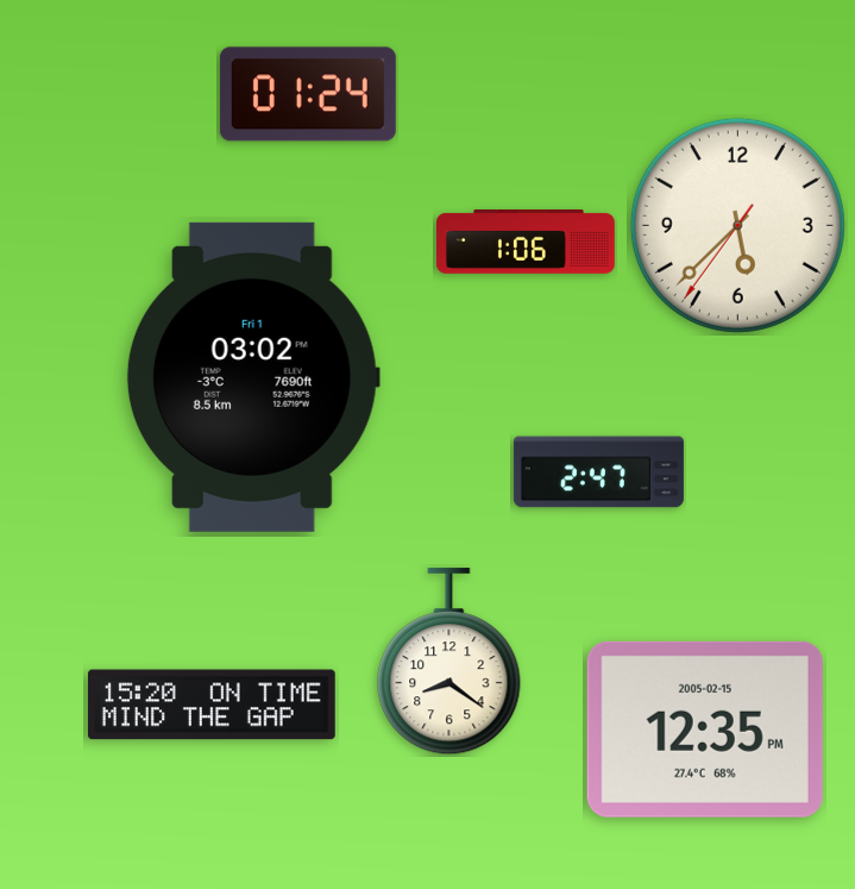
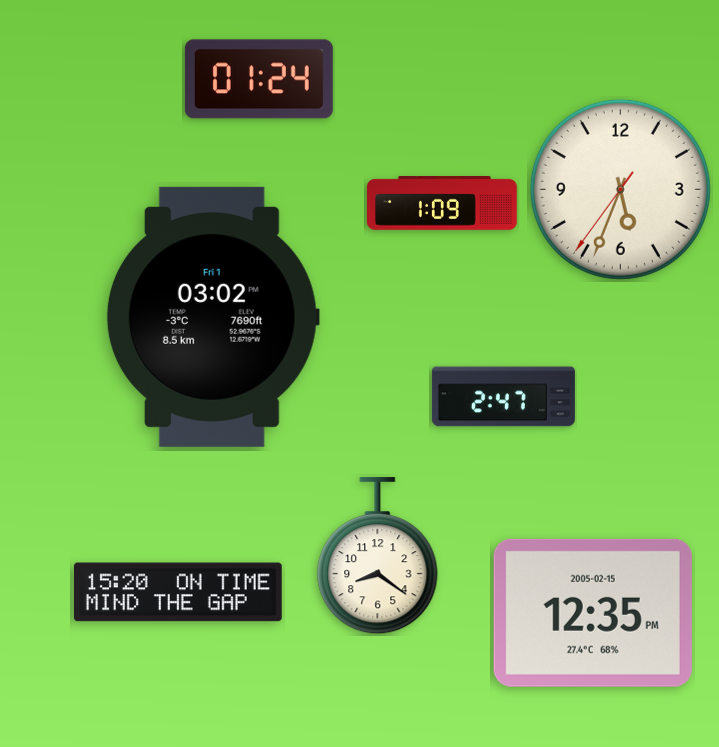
clock at (737, 225): 5:37 -> 5:33
clock at (527, 243): 1:06 -> 1:09
